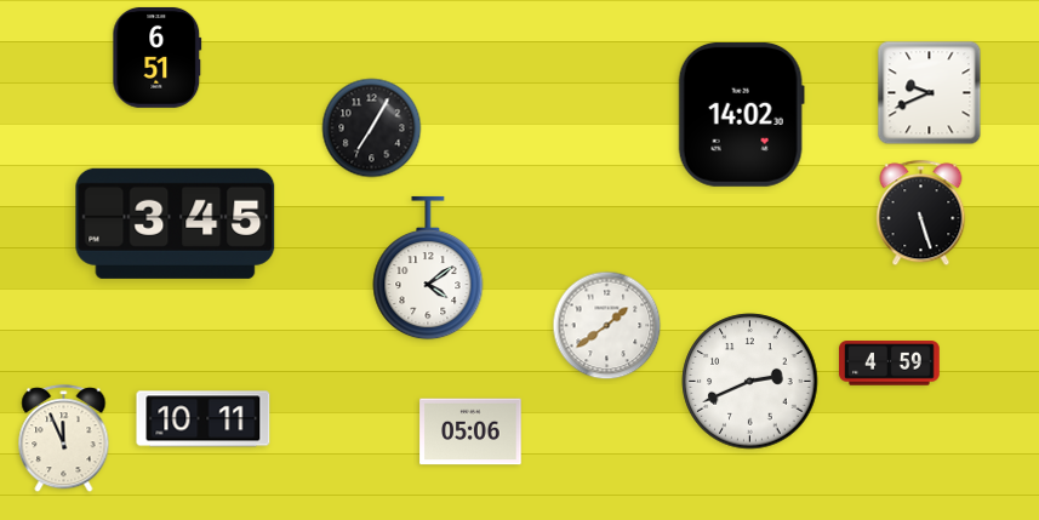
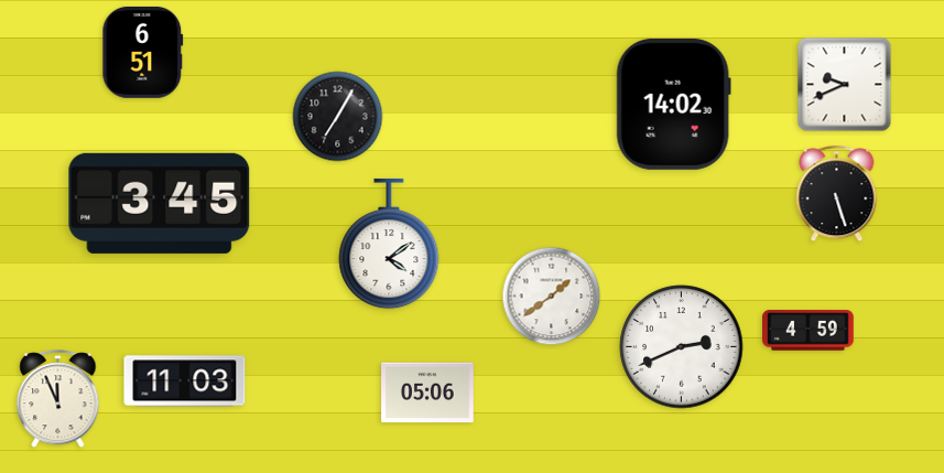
clock at (204, 419): 10:11 -> 11:03
